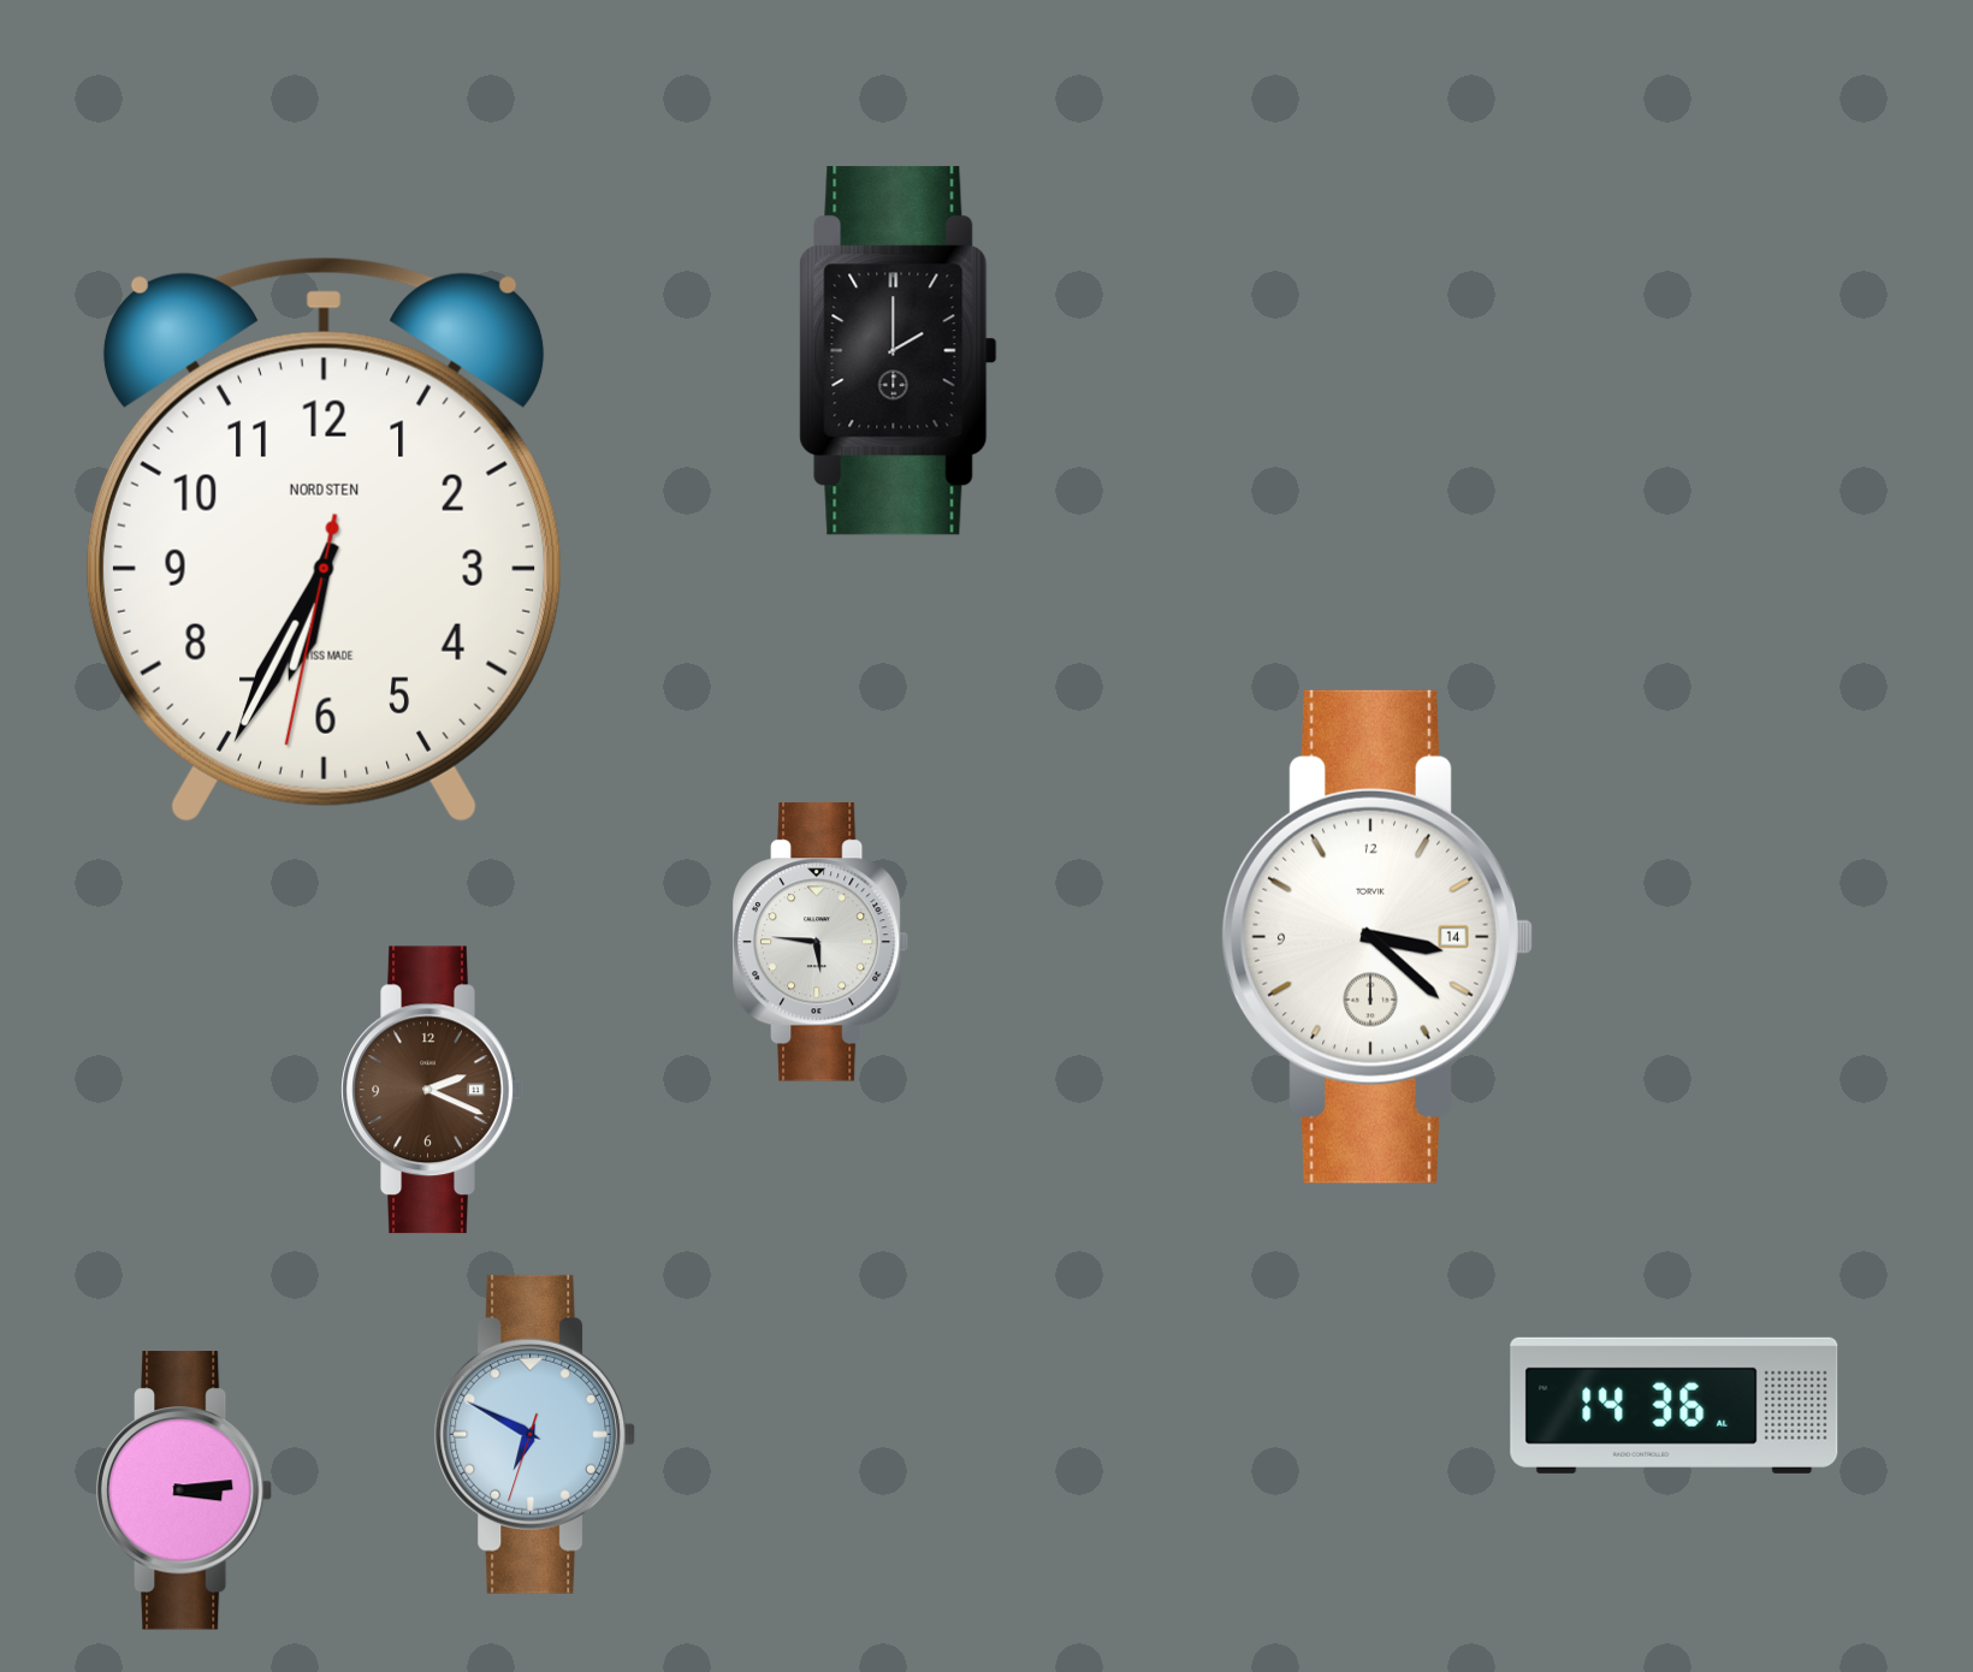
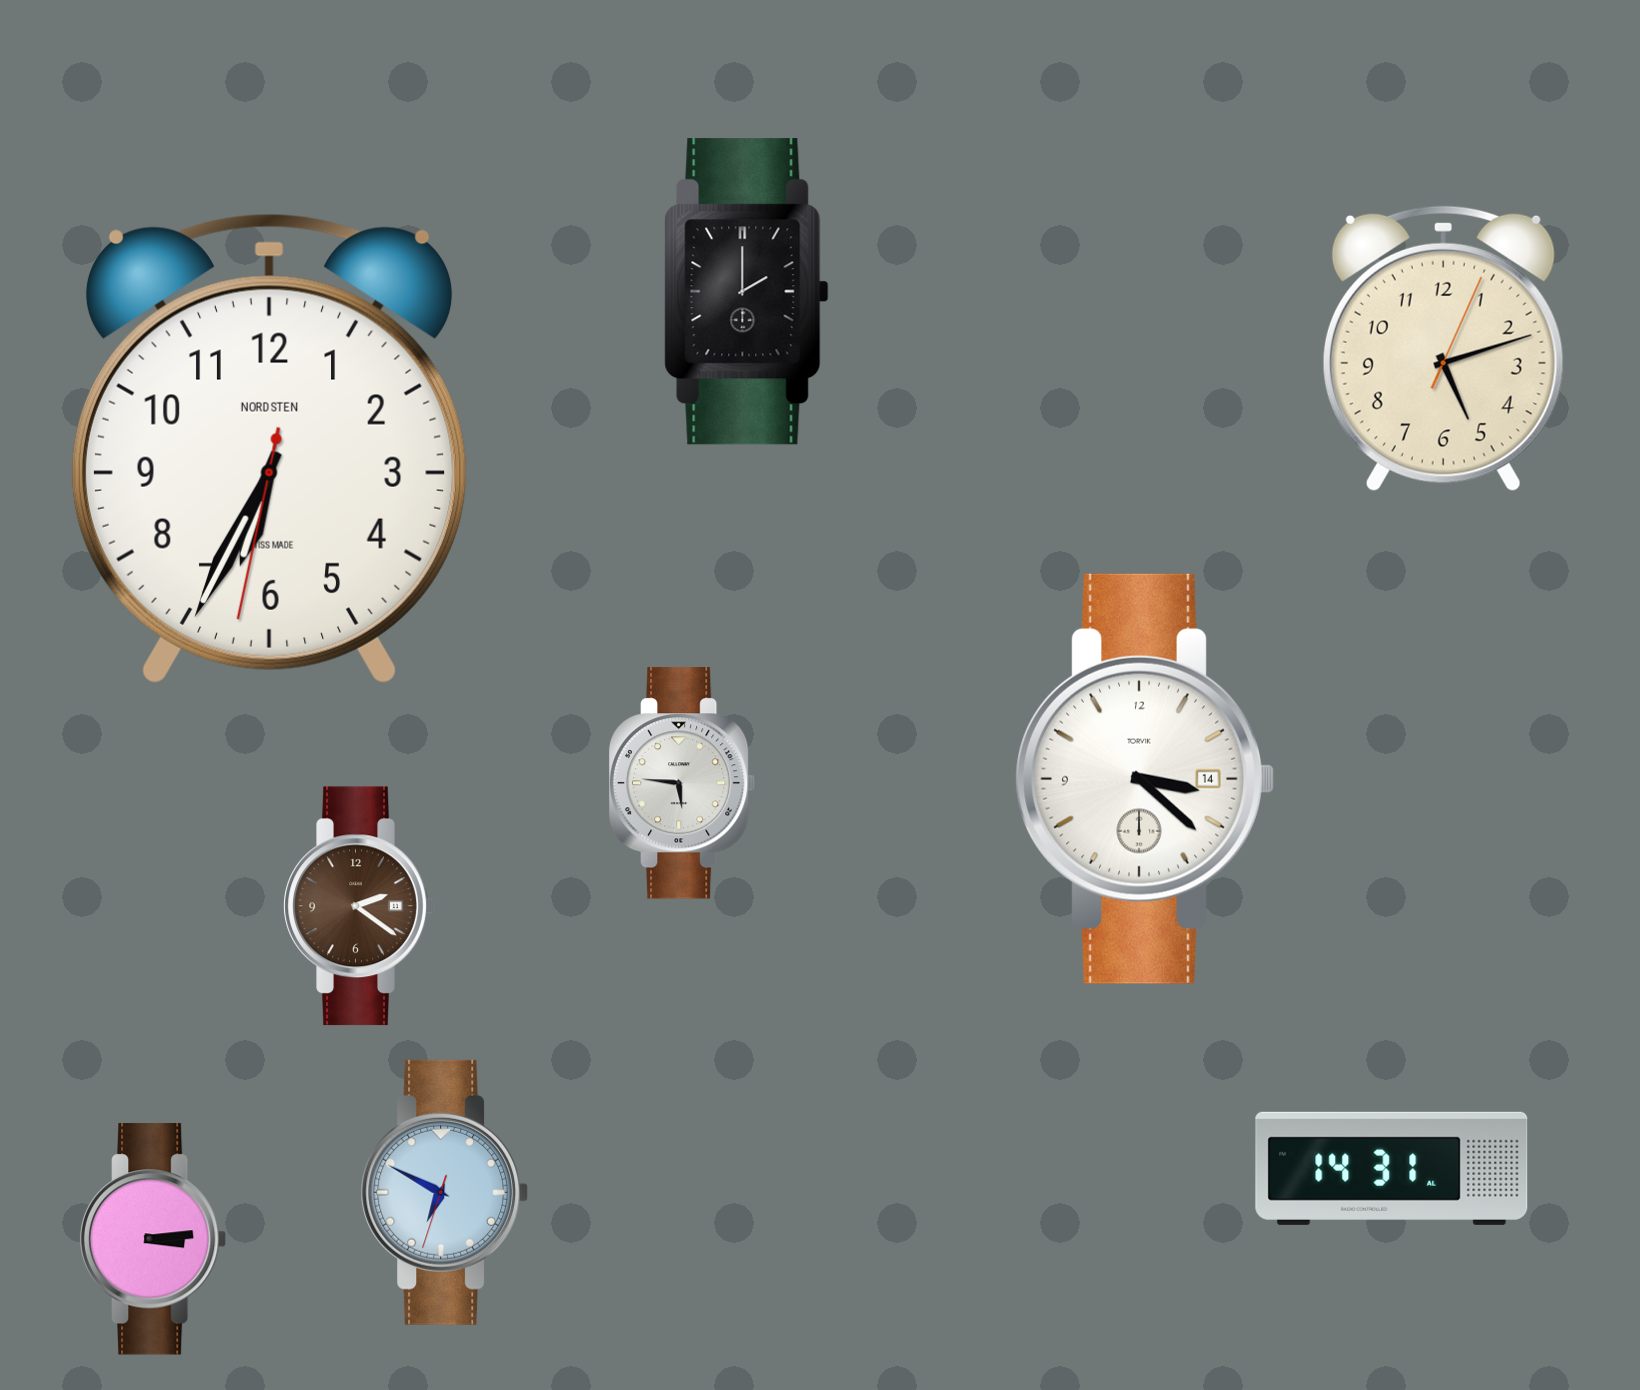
clock at (1443, 349): none -> 5:12
clock at (432, 1090): 2:19 -> 2:21
clock at (1675, 1405): 14:36 -> 14:31
